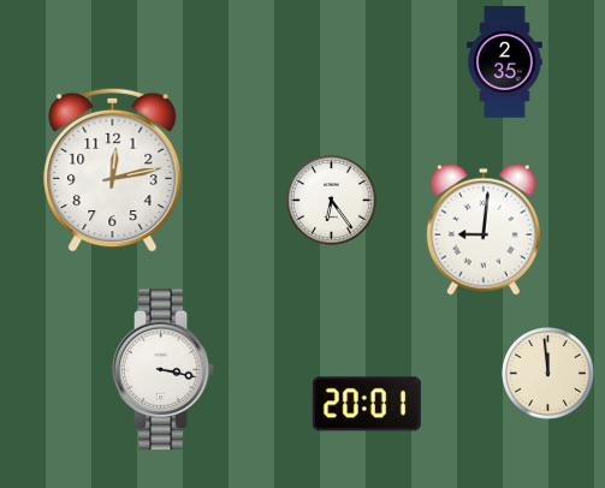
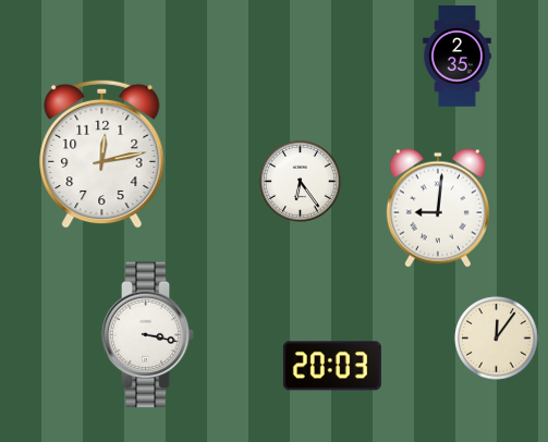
clock at (548, 374): 11:59 -> 12:06
clock at (367, 404): 20:01 -> 20:03
